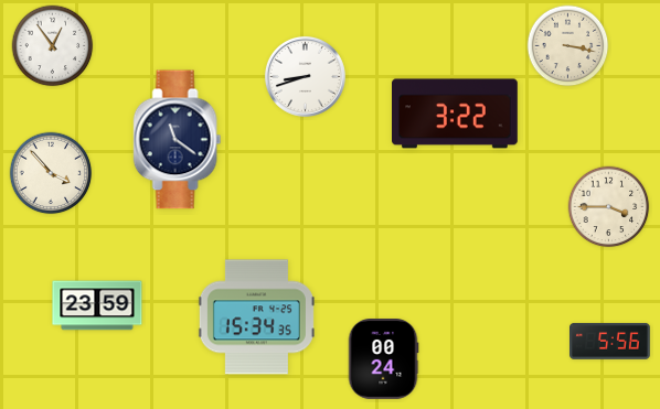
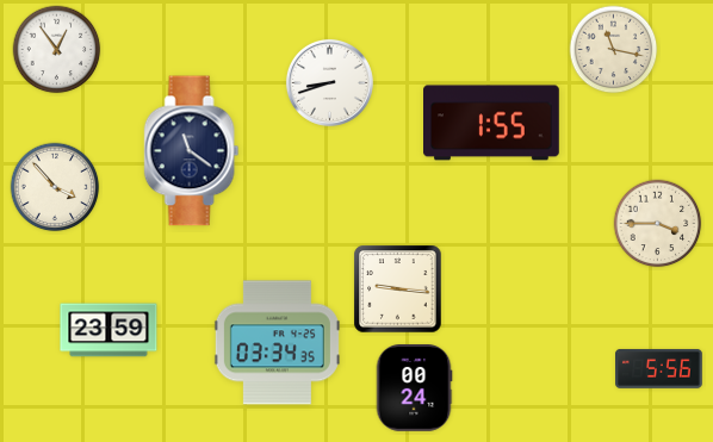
clock at (568, 46): 3:17 -> 11:17
clock at (456, 114): 3:22 -> 1:55
clock at (398, 290): none -> 9:16
clock at (97, 305) position: (97, 305) -> (108, 330)
clock at (256, 317): 15:34 -> 03:34
